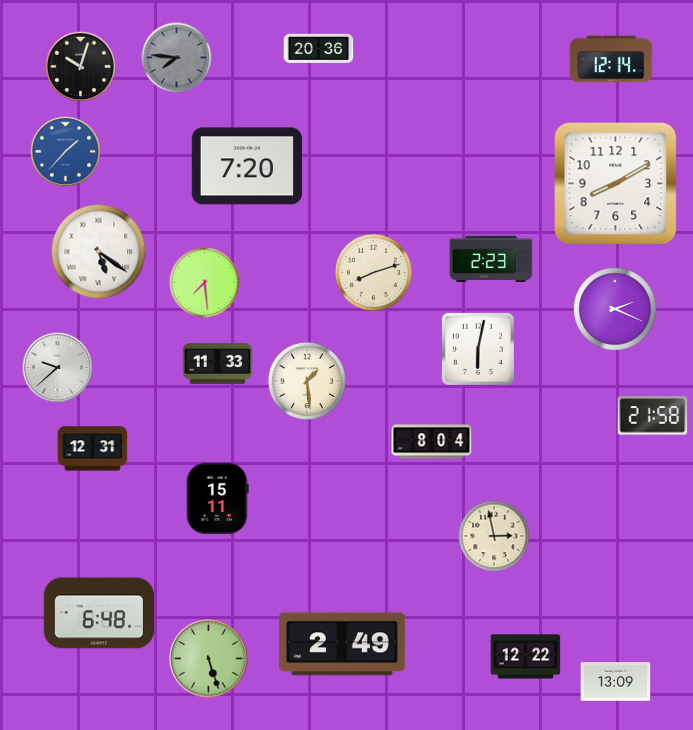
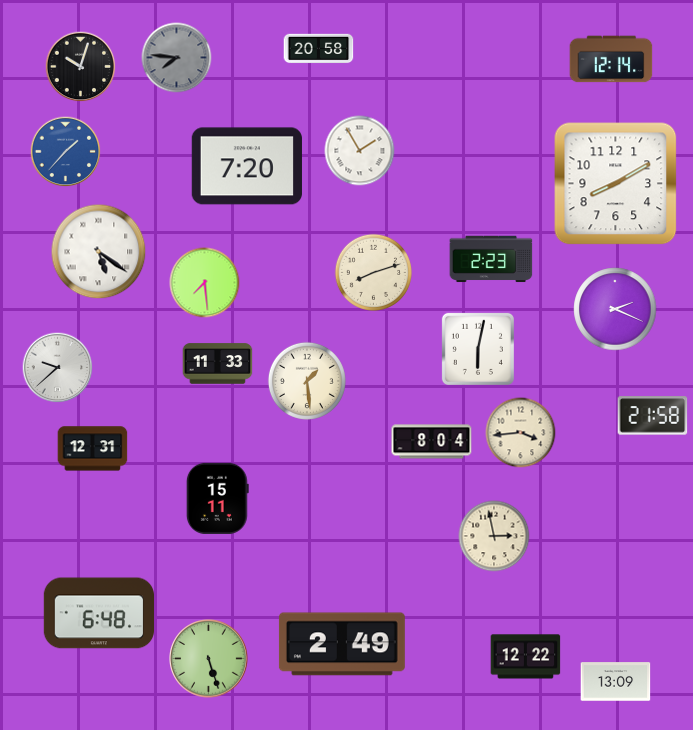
clock at (319, 49): 20:36 -> 20:58
clock at (360, 151): none -> 1:55
clock at (521, 433): none -> 3:44
